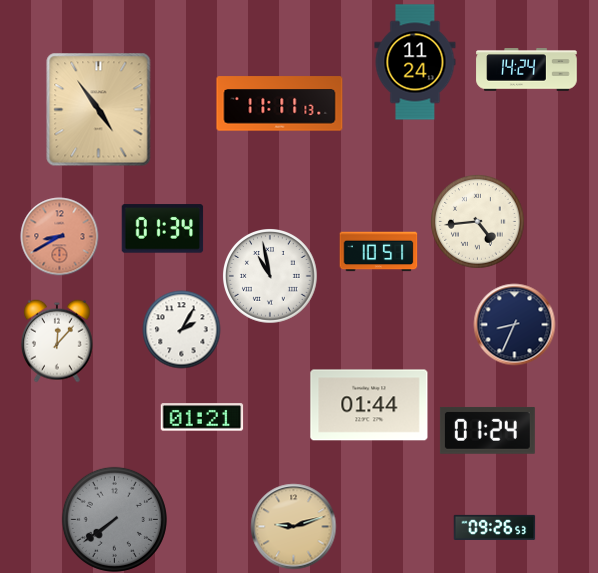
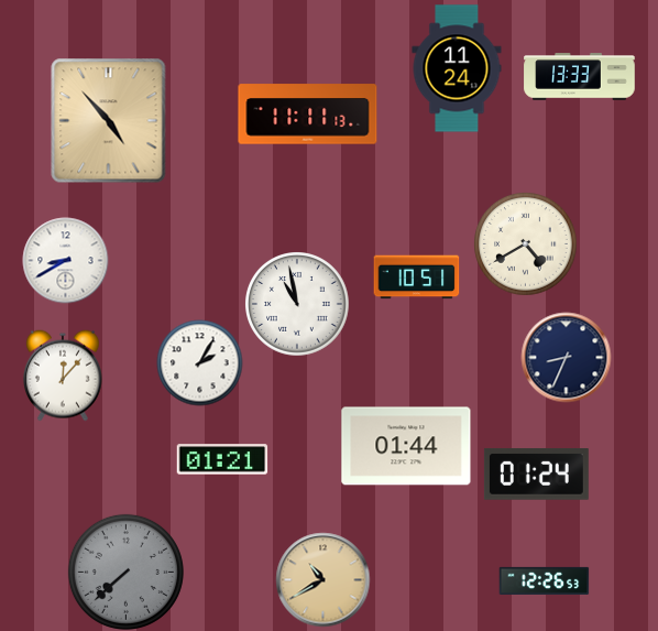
clock at (527, 70): 14:24 -> 13:33
clock at (99, 109): 4:54 -> 4:53
clock at (477, 221): 4:44 -> 4:40
clock at (162, 229): 01:34 -> none
clock at (59, 236) dial: salmon -> white
clock at (114, 519): 7:39 -> 7:38
clock at (293, 526): 9:12 -> 10:40
clock at (494, 527): 09:26 -> 12:26
